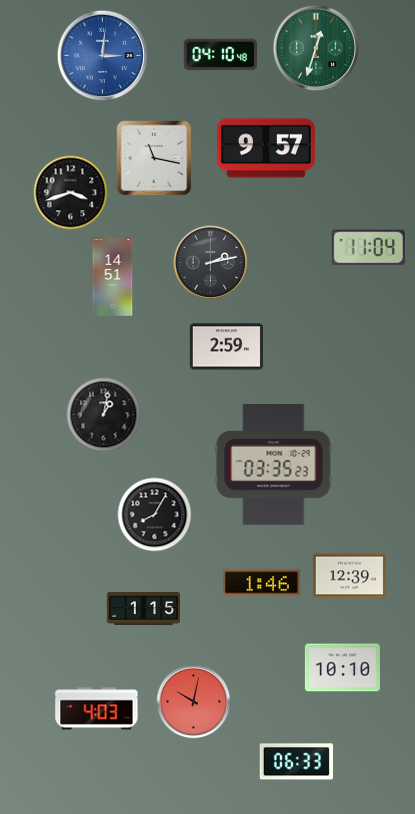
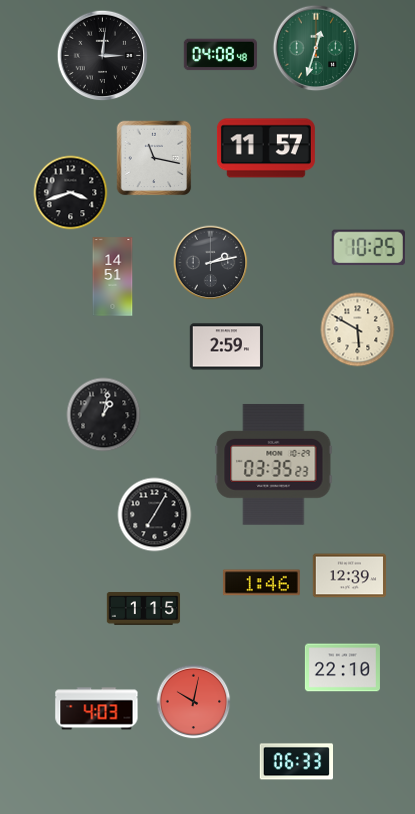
clock at (220, 55): 04:10 -> 04:08
clock at (103, 56) dial: blue -> black
clock at (266, 148): 9:57 -> 11:57
clock at (368, 248): 11:04 -> 10:25
clock at (358, 330): none -> 5:50
clock at (155, 515): 8:05 -> 7:05
clock at (342, 668): 10:10 -> 22:10
